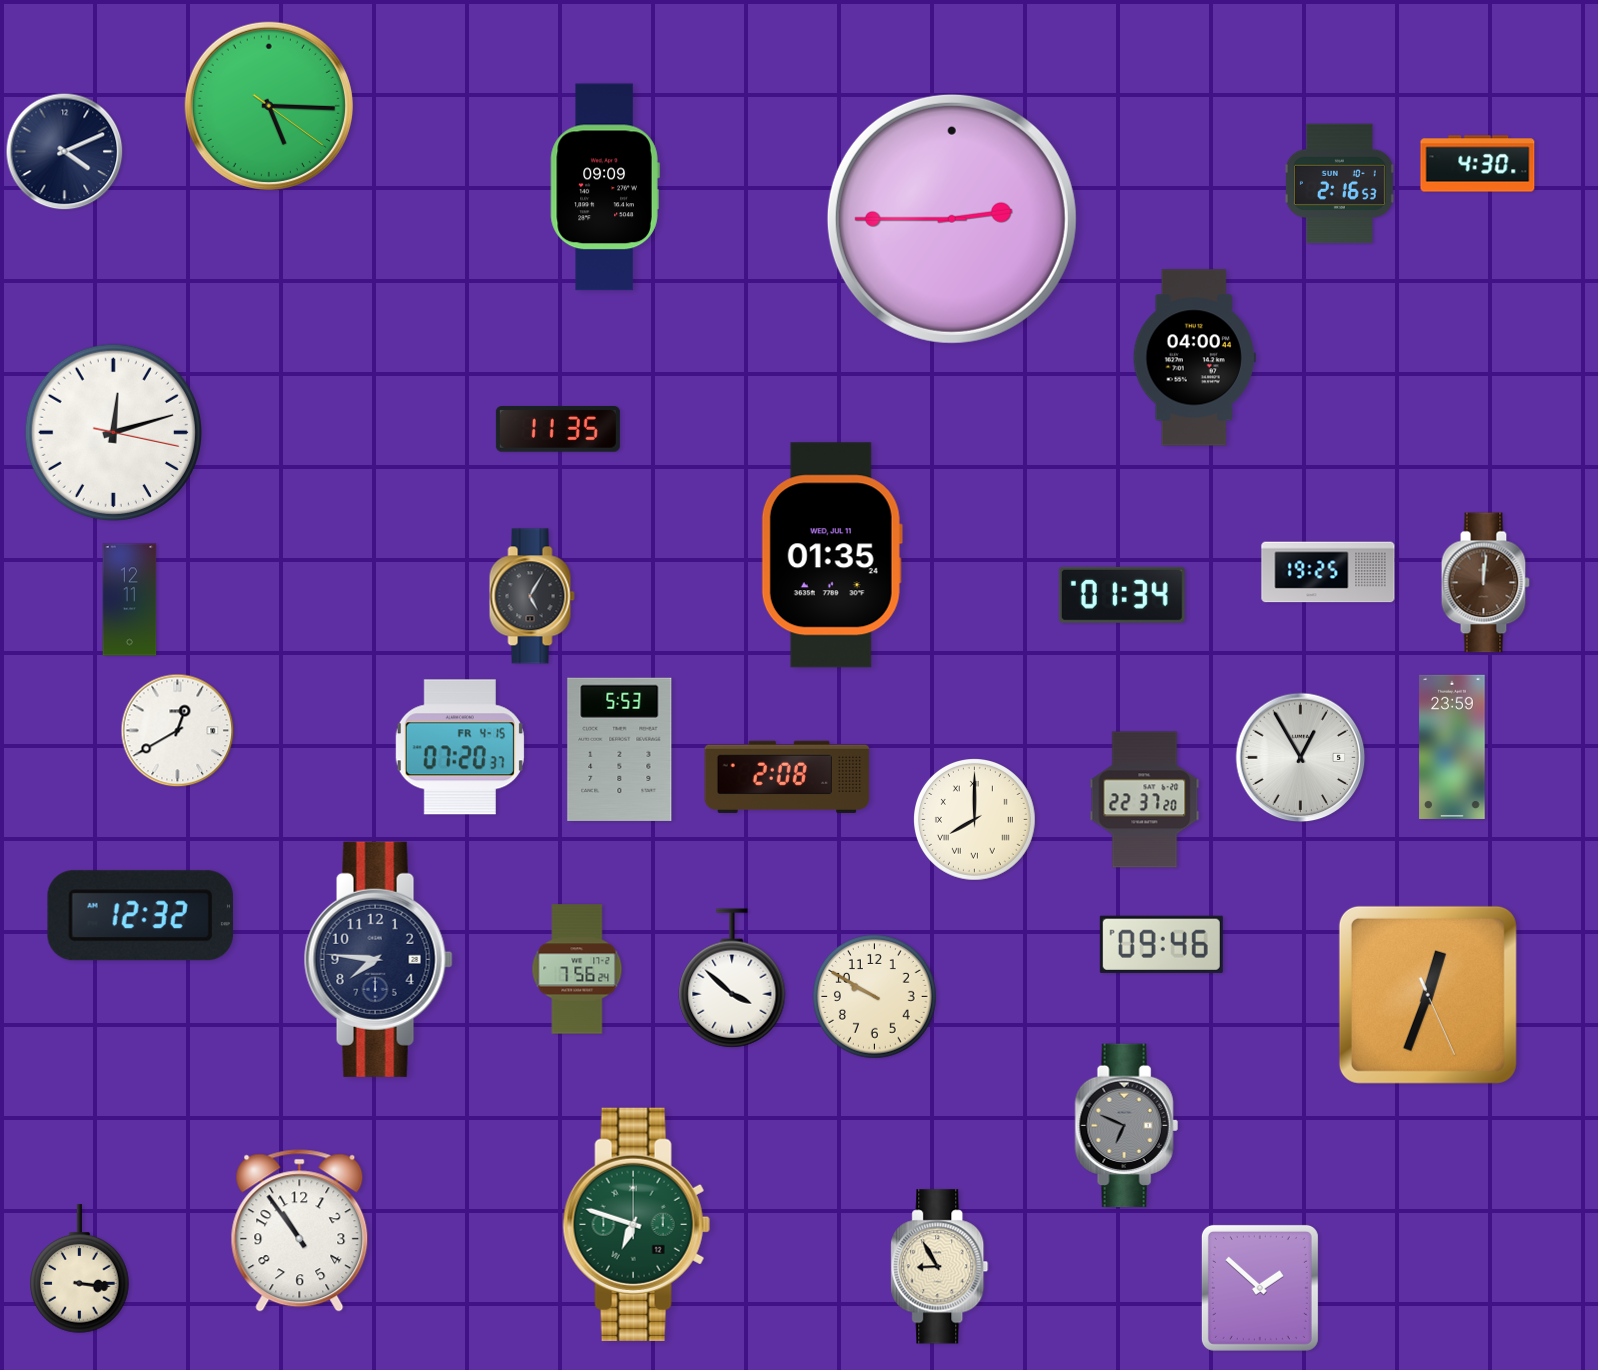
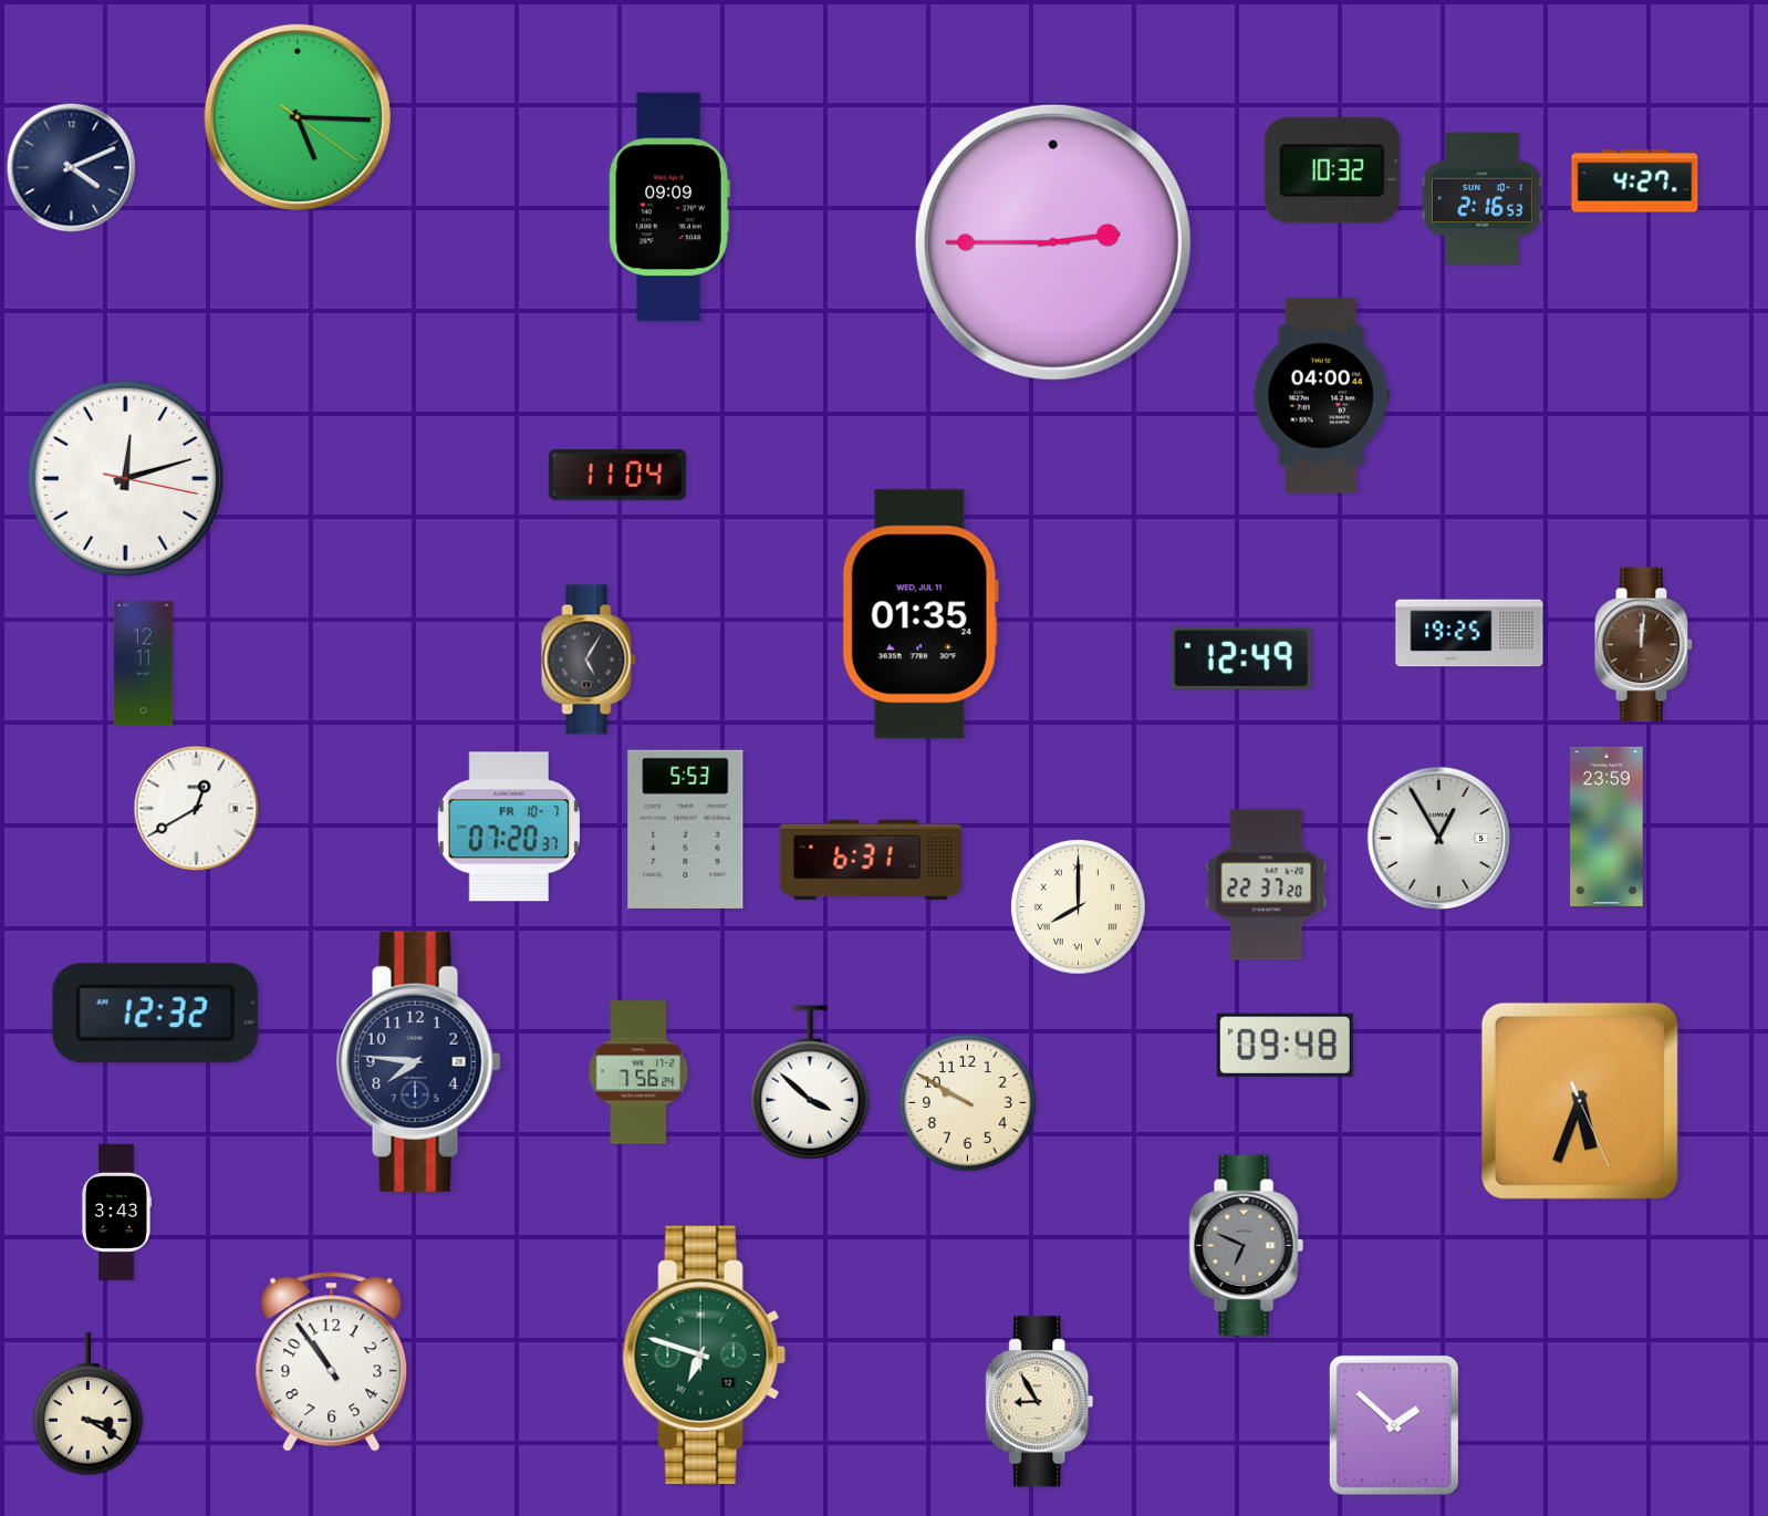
clock at (1332, 170): none -> 10:32
clock at (1478, 164): 4:30 -> 4:27
clock at (1339, 184) position: (1339, 184) -> (1481, 199)
clock at (558, 429): 11:35 -> 11:04
clock at (1122, 595): 01:34 -> 12:49
clock at (460, 747) date: FR 4-15 -> FR 10-7
clock at (787, 777): 2:08 -> 6:31
clock at (1161, 944): 09:46 -> 09:48
clock at (1428, 995): 12:33 -> 5:33
clock at (116, 1212): none -> 3:43
clock at (80, 1269): 3:16 -> 3:20
